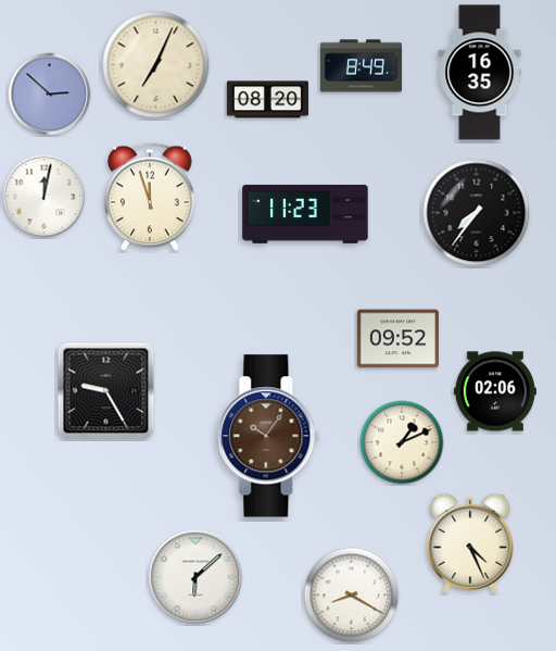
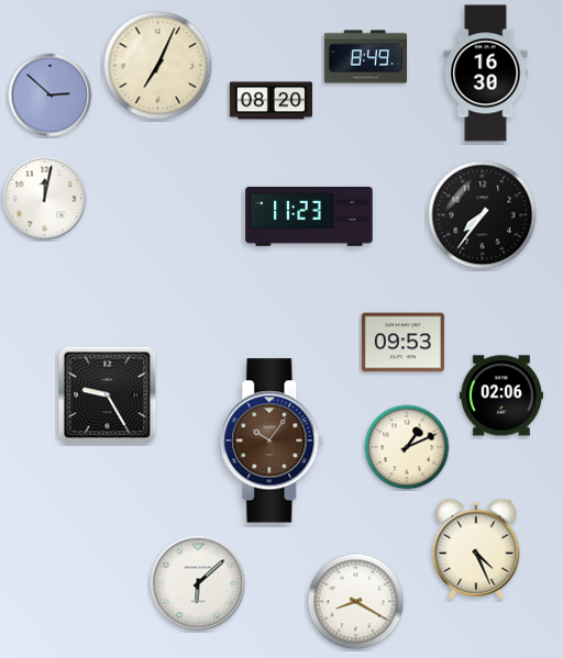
clock at (361, 66) position: (361, 66) -> (365, 57)
clock at (480, 73): 16:35 -> 16:30
clock at (151, 197): 11:57 -> none
clock at (397, 339): 09:52 -> 09:53
